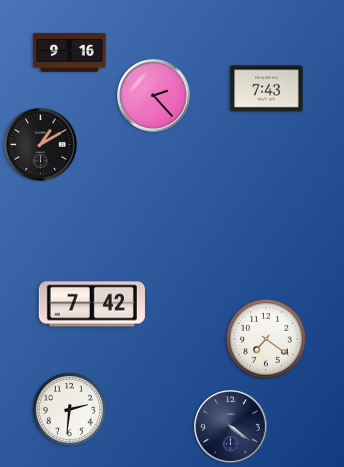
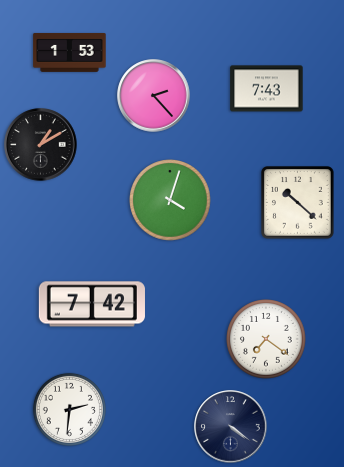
clock at (70, 53): 9:16 -> 1:53
clock at (170, 200): none -> 4:03
clock at (298, 203): none -> 10:22
